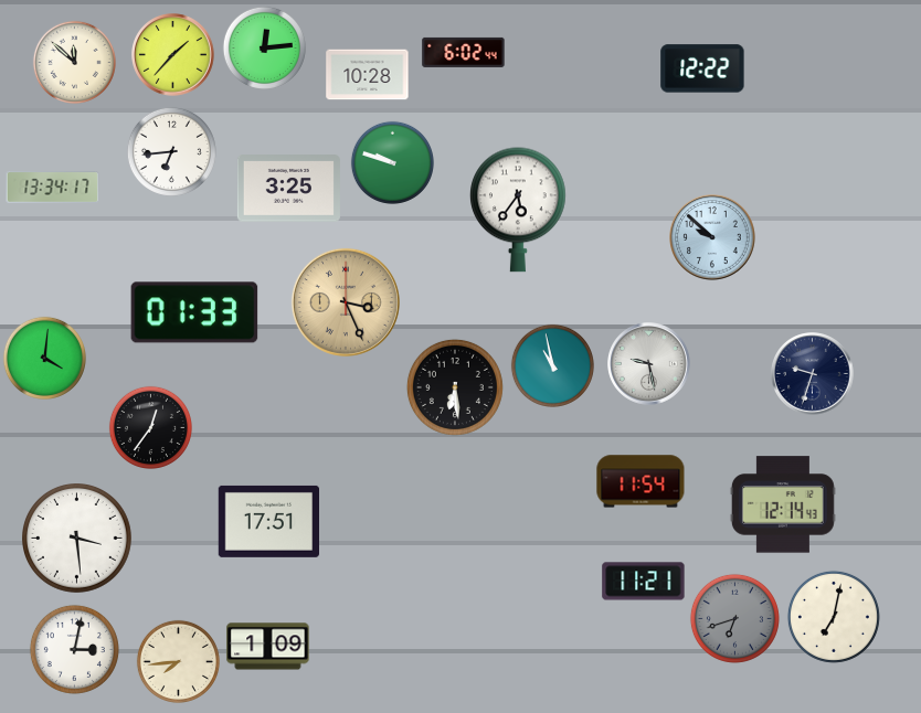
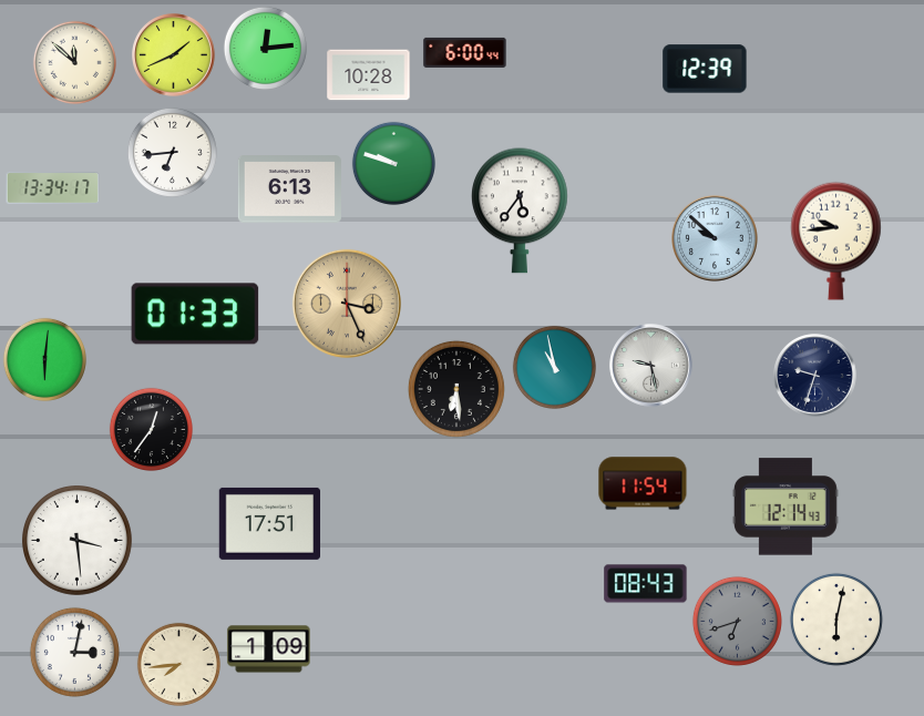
clock at (464, 52): 6:02 -> 6:00
clock at (173, 55): 1:37 -> 1:41
clock at (702, 68): 12:22 -> 12:39
clock at (288, 189): 3:25 -> 6:13
clock at (836, 241): none -> 9:44
clock at (44, 358): 4:01 -> 6:01
clock at (644, 582): 11:21 -> 08:43
clock at (834, 617): 7:02 -> 6:02
